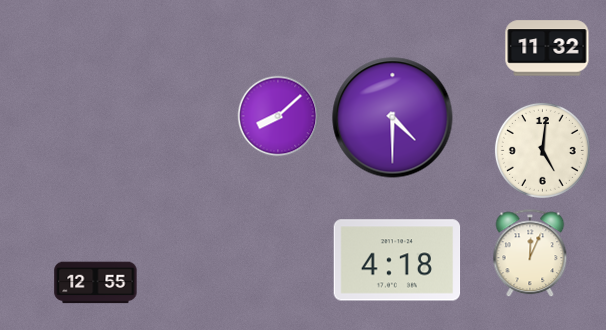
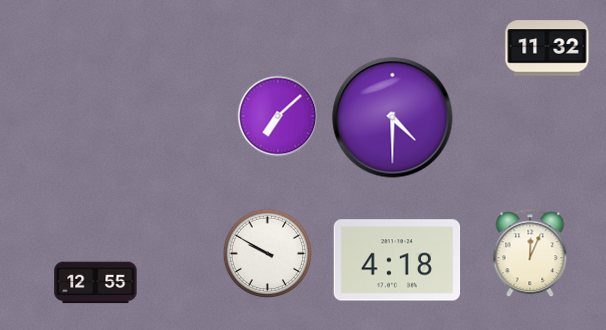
clock at (278, 116): 8:08 -> 7:08
clock at (542, 150): 5:01 -> none
clock at (268, 254): none -> 9:50
